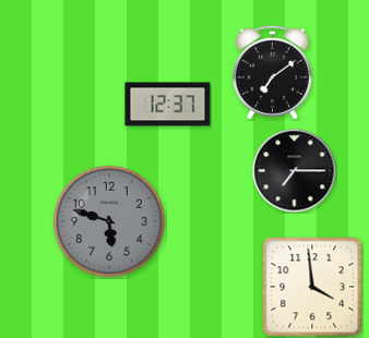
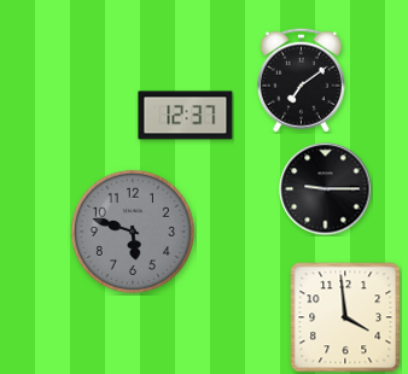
clock at (295, 171): 7:15 -> 9:15
clock at (109, 221) position: (109, 221) -> (133, 232)
